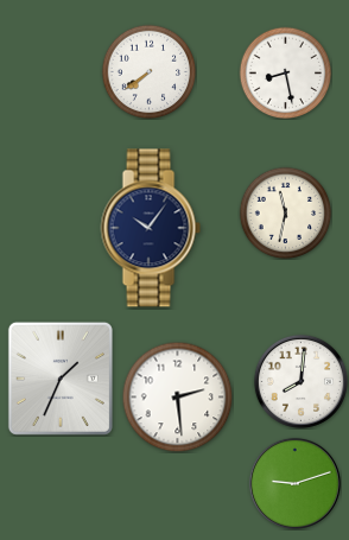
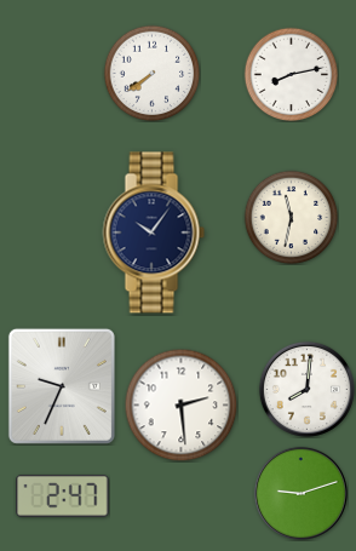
clock at (285, 72): 8:28 -> 8:13
clock at (61, 379): 1:34 -> 9:34
clock at (63, 495): none -> 2:47
